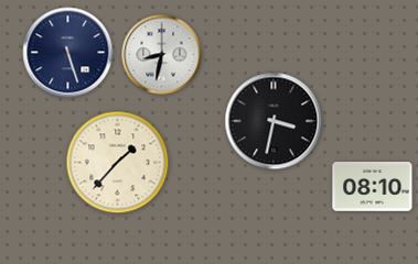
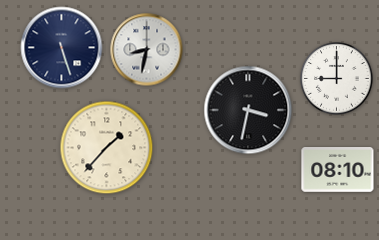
clock at (337, 79): none -> 9:00
